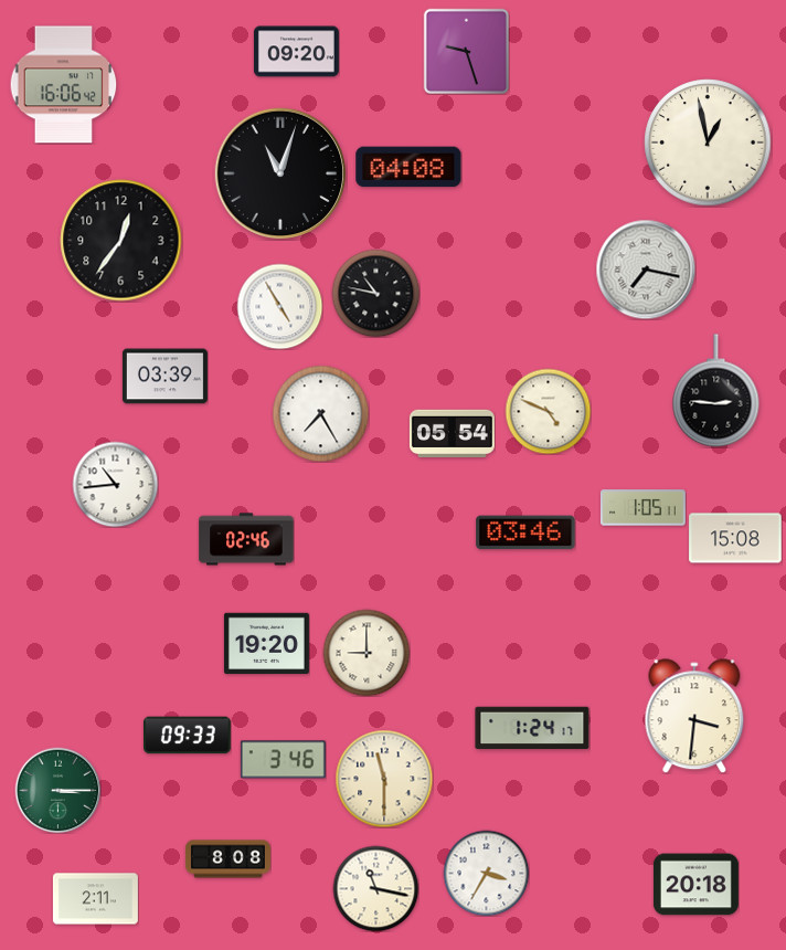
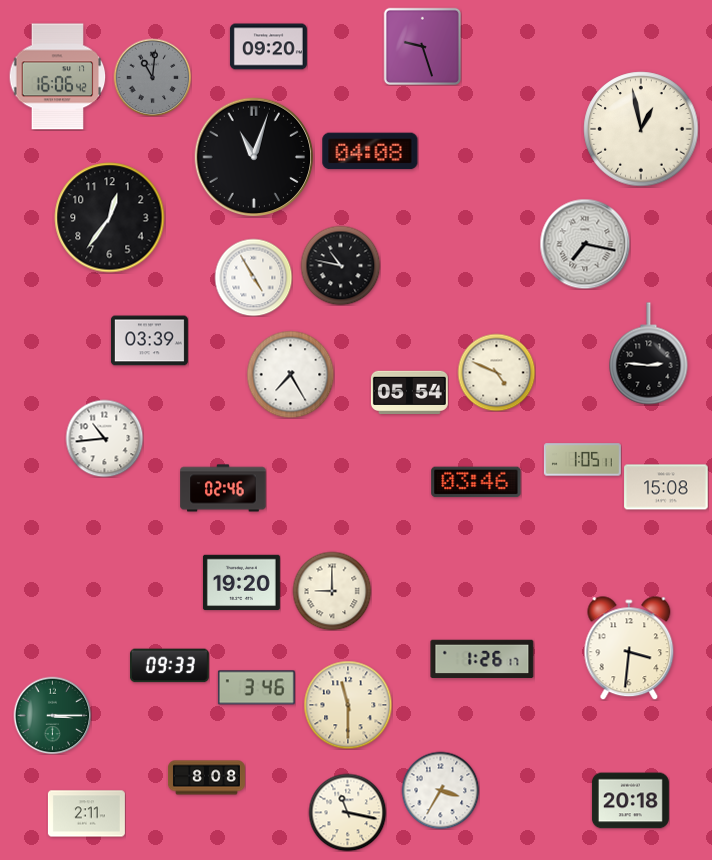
clock at (152, 77): none -> 11:01
clock at (532, 728): 1:24 -> 1:26
clock at (375, 888) position: (375, 888) -> (347, 812)
